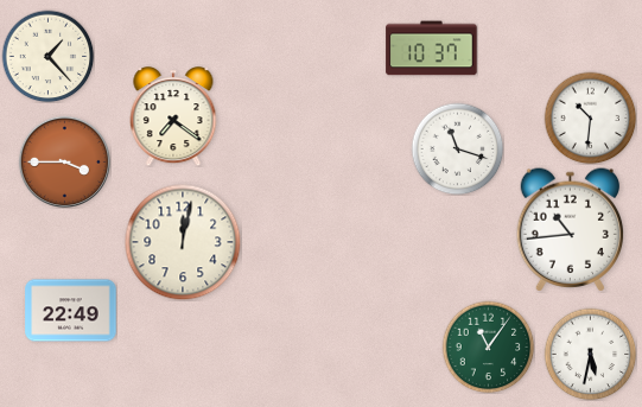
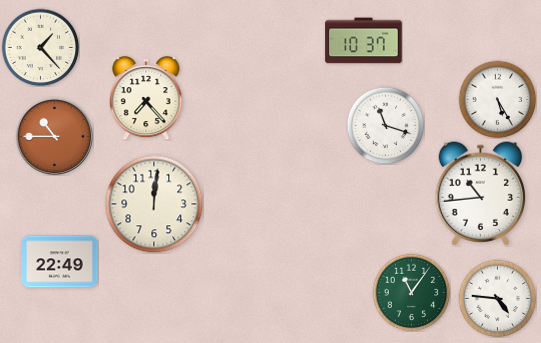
clock at (173, 116): 7:21 -> 7:23
clock at (590, 117): 10:31 -> 5:25
clock at (64, 161): 3:45 -> 10:45
clock at (183, 242): 12:02 -> 12:01
clock at (590, 354): 5:32 -> 4:46
